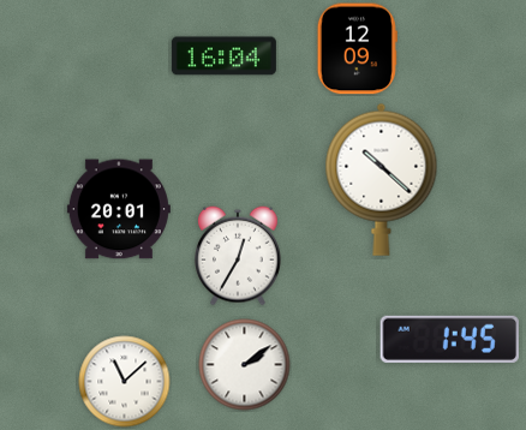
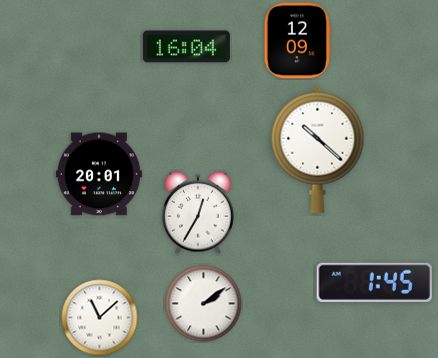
clock at (125, 382) position: (125, 382) -> (100, 318)
